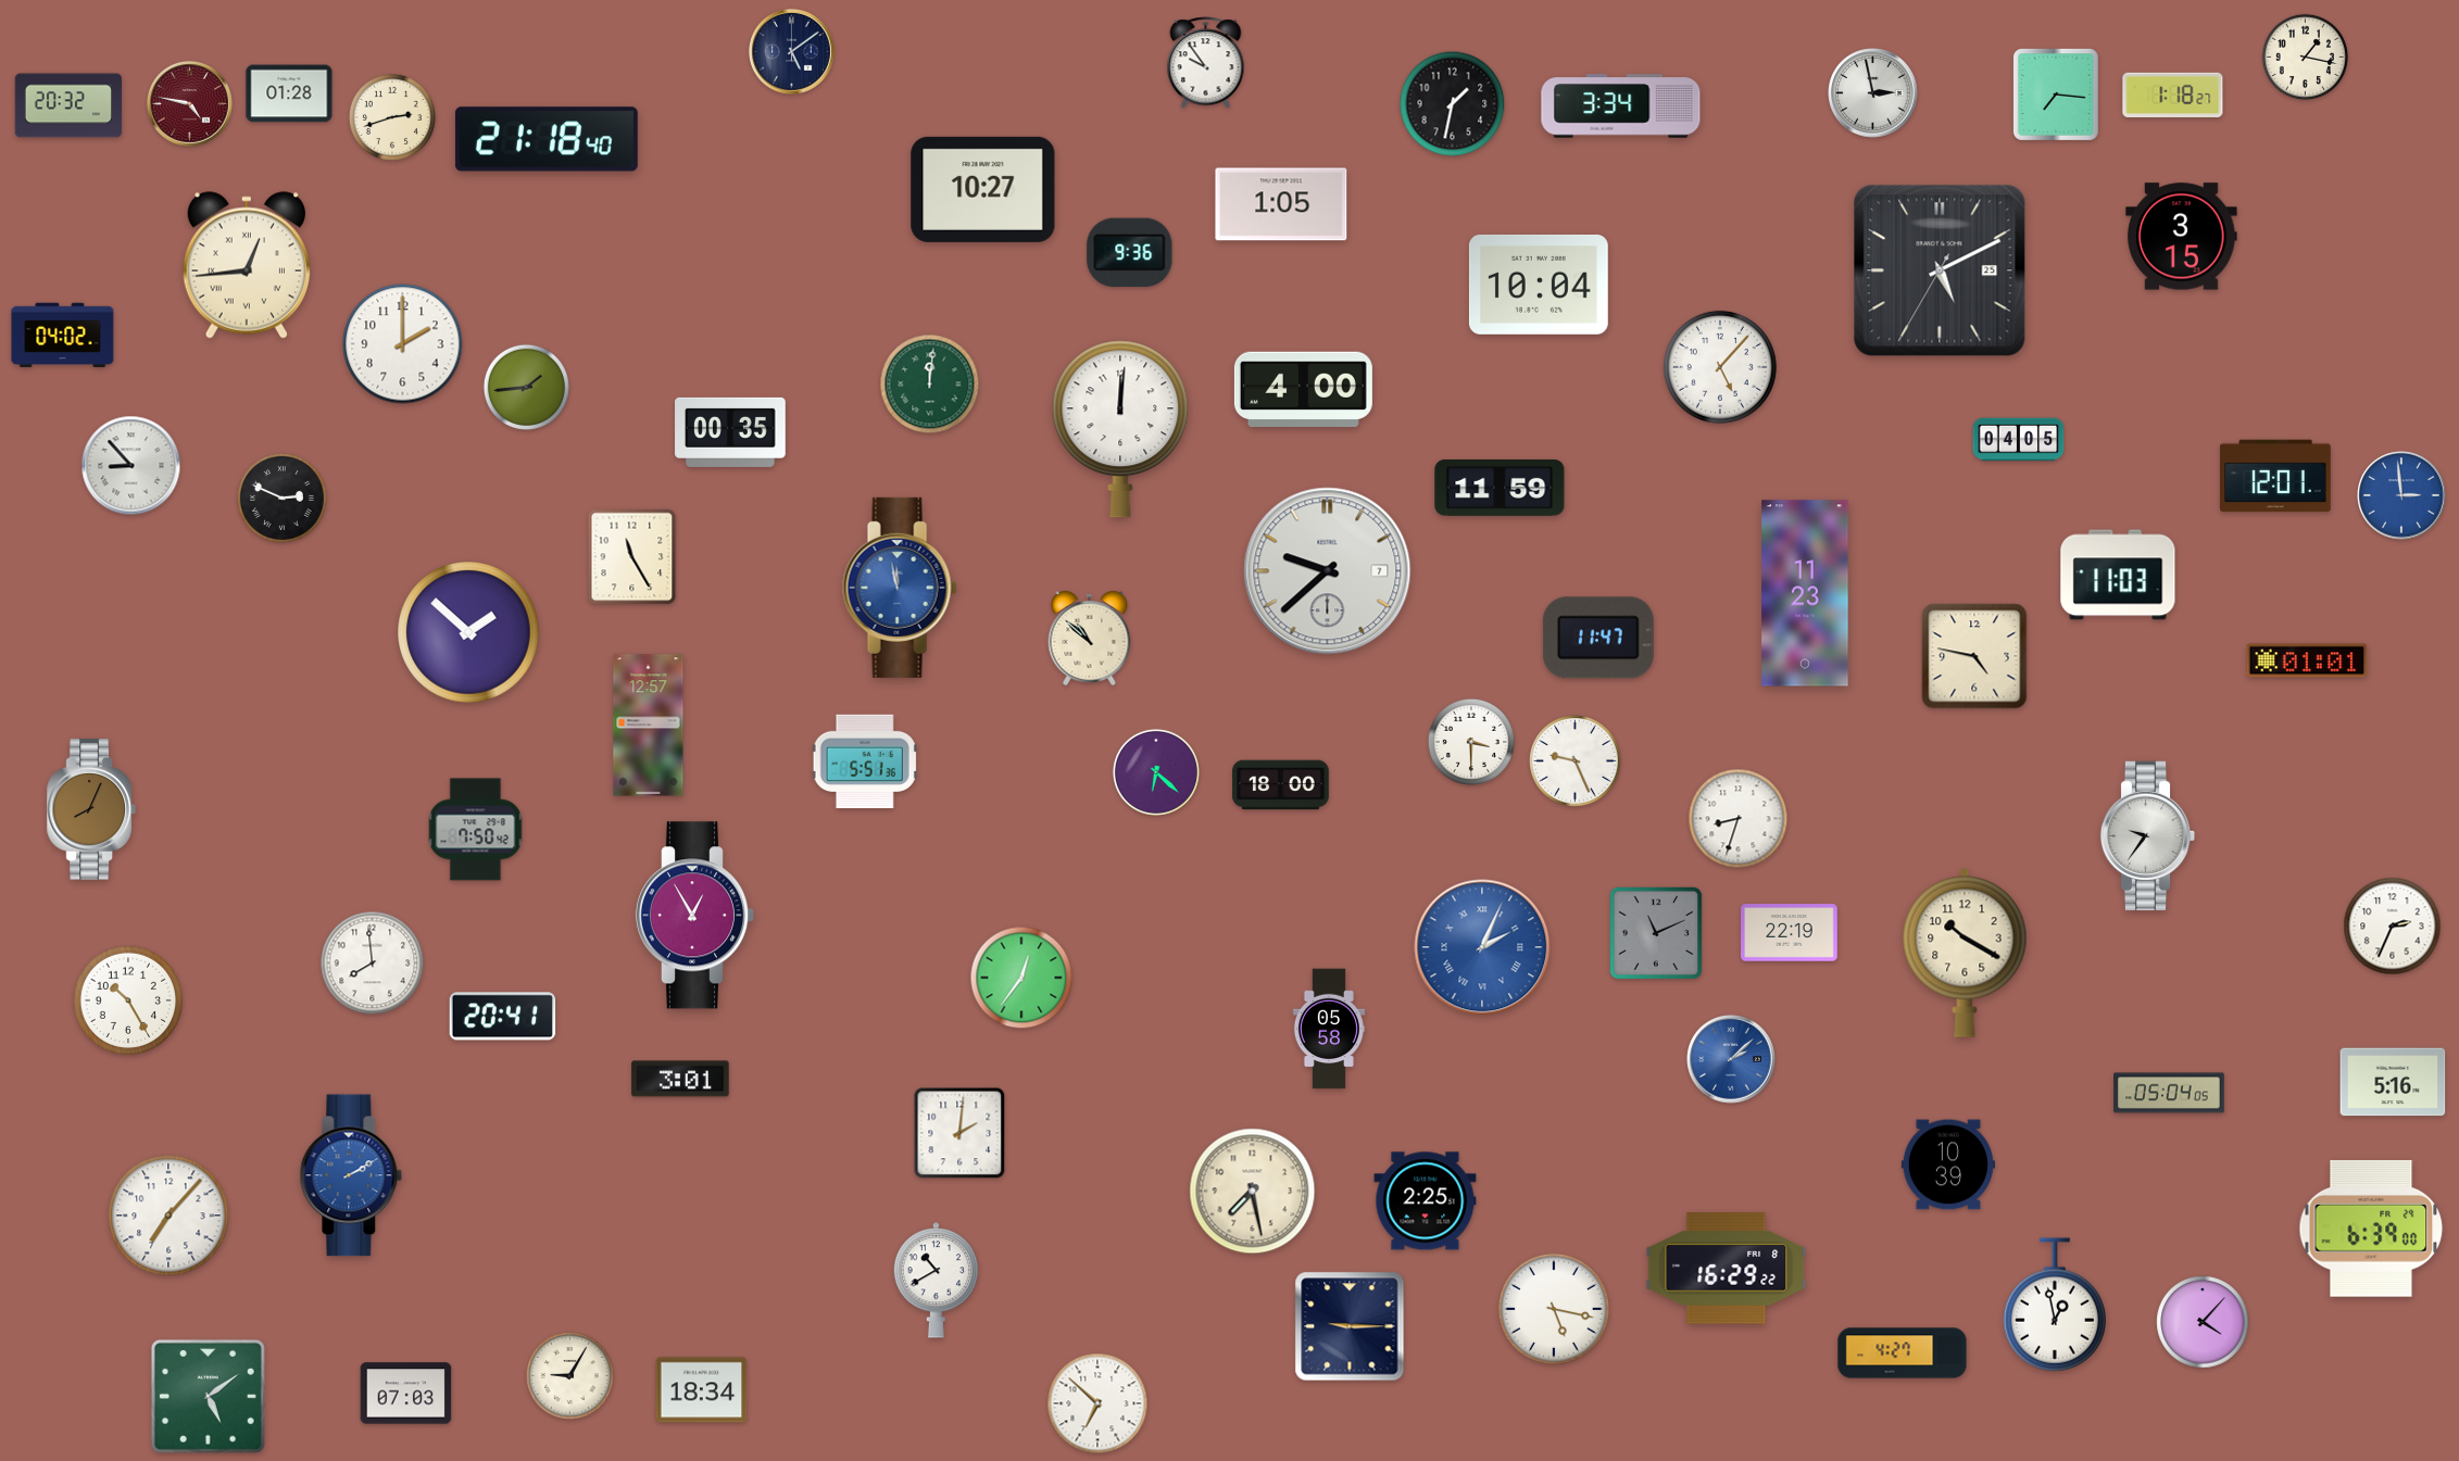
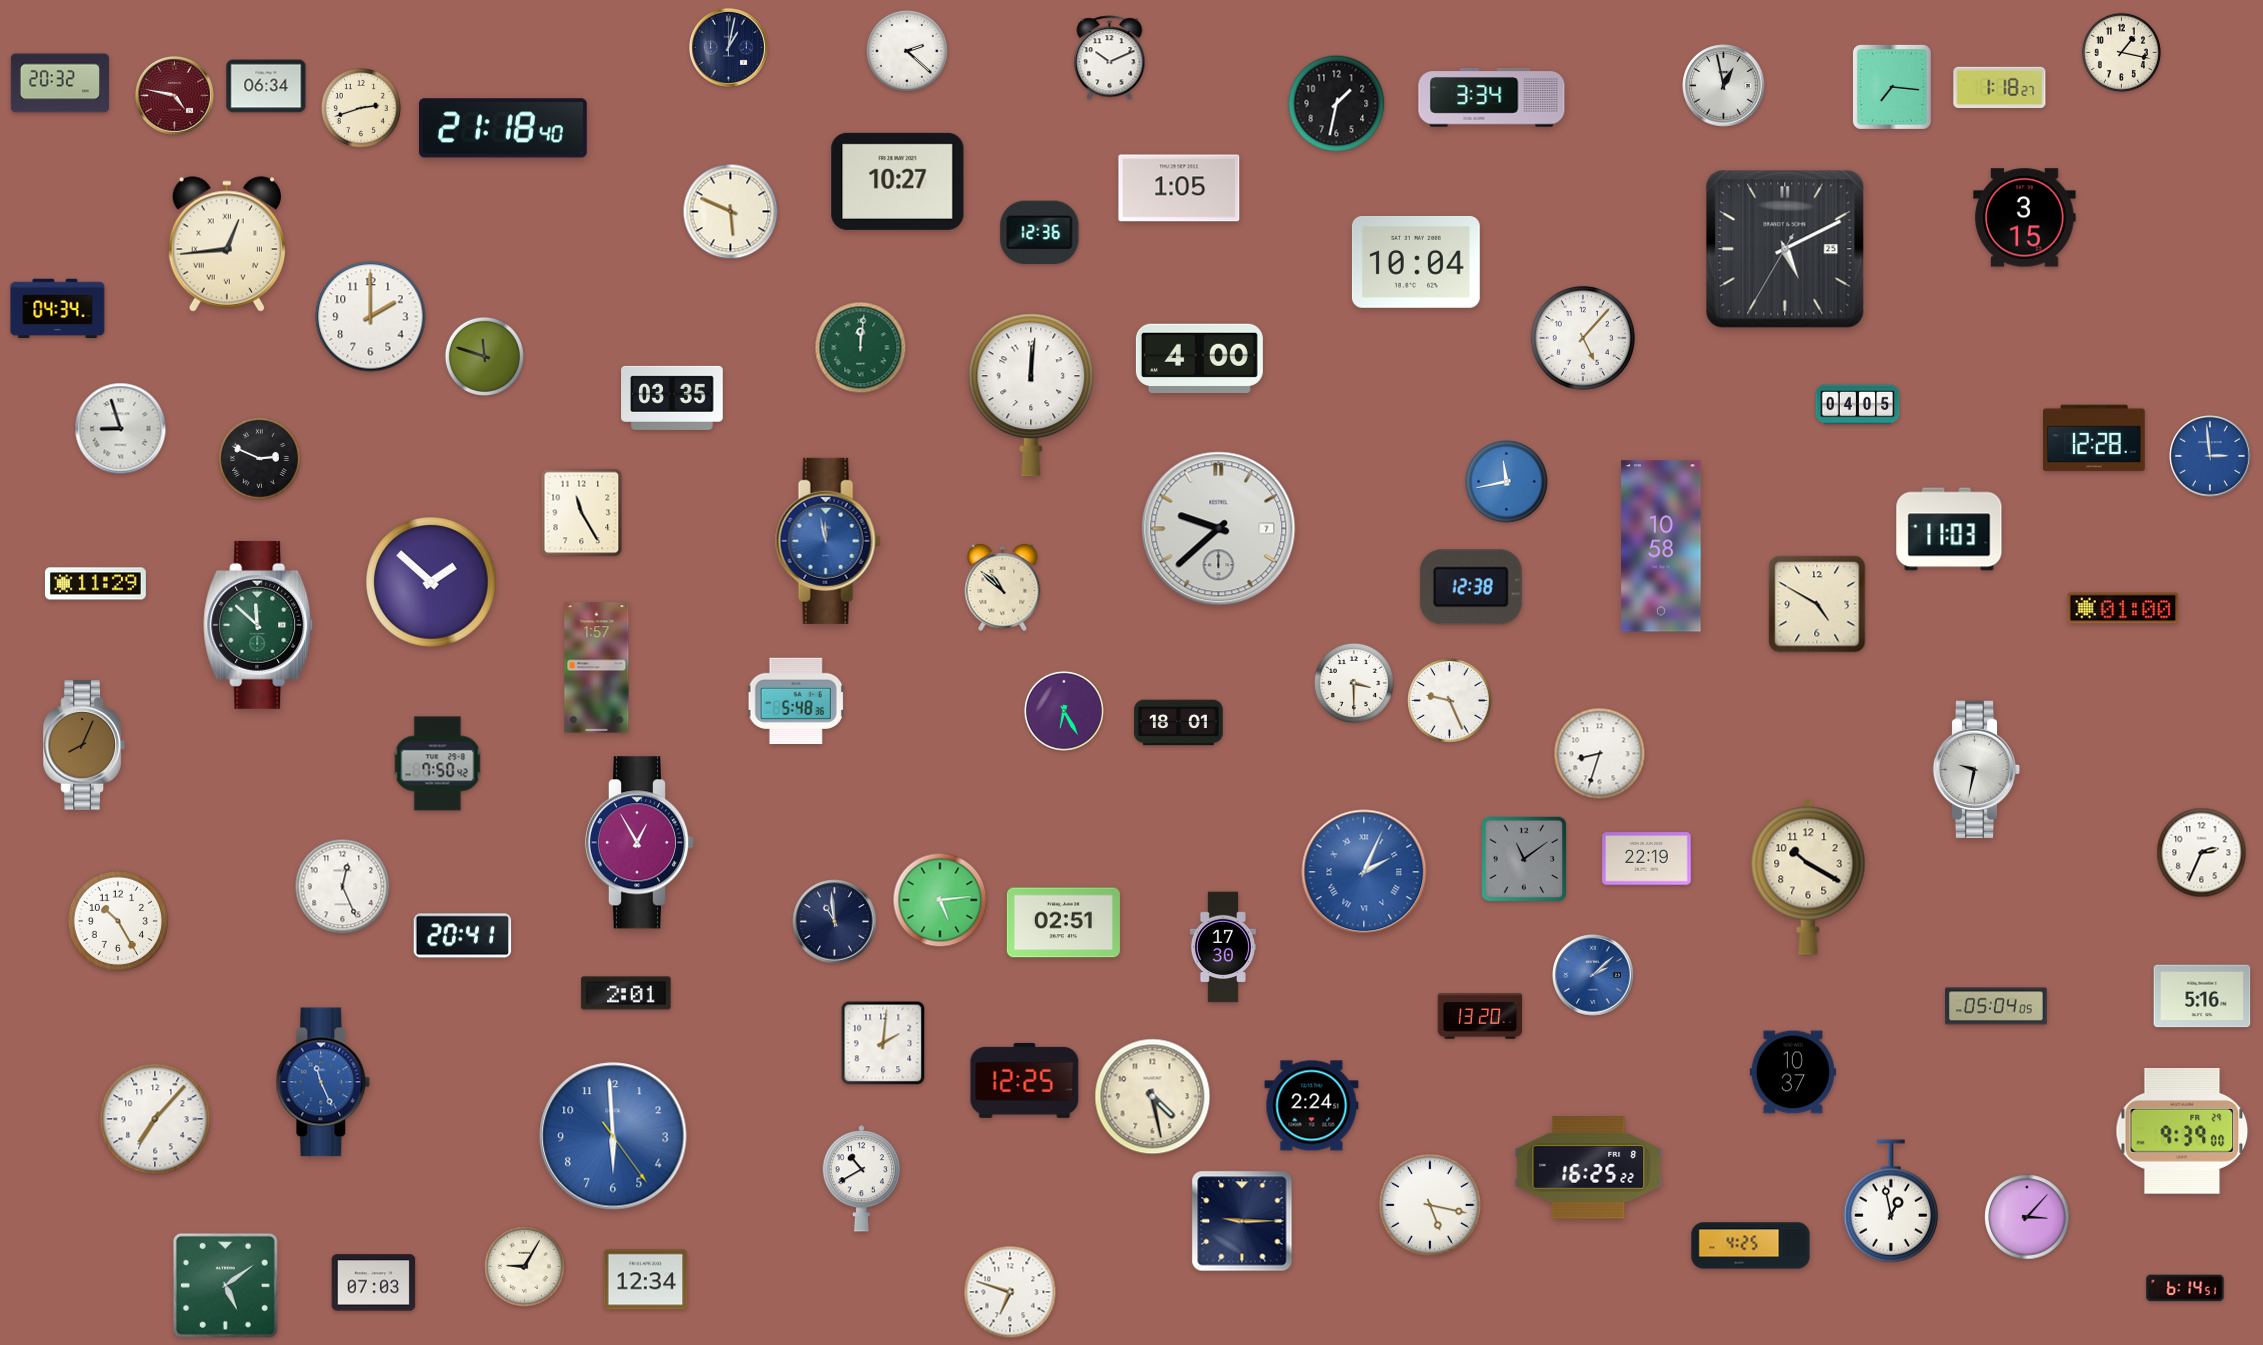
clock at (791, 51): 5:09 -> 1:02
clock at (907, 51): none -> 2:22
clock at (1206, 63): 9:54 -> 10:11
clock at (289, 93): 01:28 -> 06:34
clock at (1873, 93): 2:58 -> 12:58
clock at (1453, 104) position: (1453, 104) -> (1337, 104)
clock at (68, 105) position: (68, 105) -> (60, 83)
clock at (983, 189) position: (983, 189) -> (898, 181)
clock at (731, 212): none -> 5:49
clock at (2182, 237) position: (2182, 237) -> (2025, 218)
clock at (1130, 253): 9:36 -> 12:36
clock at (63, 336): 04:02 -> 04:34
clock at (930, 385) position: (930, 385) -> (861, 348)
clock at (526, 387): 1:44 -> 11:48
clock at (730, 432): 00:35 -> 03:35
clock at (131, 466): 8:53 -> 8:57
clock at (2276, 476): 12:01 -> 12:28
clock at (1500, 488): 11:59 -> none
clock at (1507, 482): none -> 11:43
clock at (1328, 571) position: (1328, 571) -> (1219, 529)
clock at (1805, 593): 11:23 -> 10:58
clock at (95, 584): none -> 11:29
clock at (1598, 638): 11:47 -> 12:38
clock at (1974, 656): 4:47 -> 4:50
clock at (2307, 660): 01:01 -> 01:00
clock at (259, 625): none -> 11:52
clock at (649, 726): 12:57 -> 1:57
clock at (865, 761): 5:51 -> 5:48
clock at (1156, 772): 6:22 -> 6:25
clock at (1281, 785): 18:00 -> 18:01
clock at (2148, 836): 9:36 -> 9:32
clock at (1656, 933): 11:11 -> 11:09
clock at (373, 963): 7:59 -> 12:26
clock at (1021, 978): 12:36 -> 5:14
clock at (835, 922): none -> 10:59
clock at (1063, 923): none -> 02:51
clock at (1329, 1029): 05:58 -> 17:30
clock at (680, 1079): 3:01 -> 2:01
clock at (1480, 1016): none -> 13:20
clock at (1948, 1164): 10:39 -> 10:37
clock at (1025, 1080): none -> 12:25
clock at (351, 1175): 2:10 -> 11:26
clock at (1253, 1192): 7:28 -> 4:28
clock at (1426, 1201): 2:25 -> 2:24
clock at (2371, 1229): 6:39 -> 9:39
clock at (613, 1136): none -> 5:59
clock at (1727, 1269): 16:29 -> 16:25
clock at (2203, 1322): 4:07 -> 3:07
clock at (1903, 1353): 4:27 -> 4:25
clock at (702, 1390): 18:34 -> 12:34
clock at (208, 1396) position: (208, 1396) -> (225, 1285)
clock at (2185, 1288): none -> 6:14
clock at (1097, 1403): 6:52 -> 6:48
